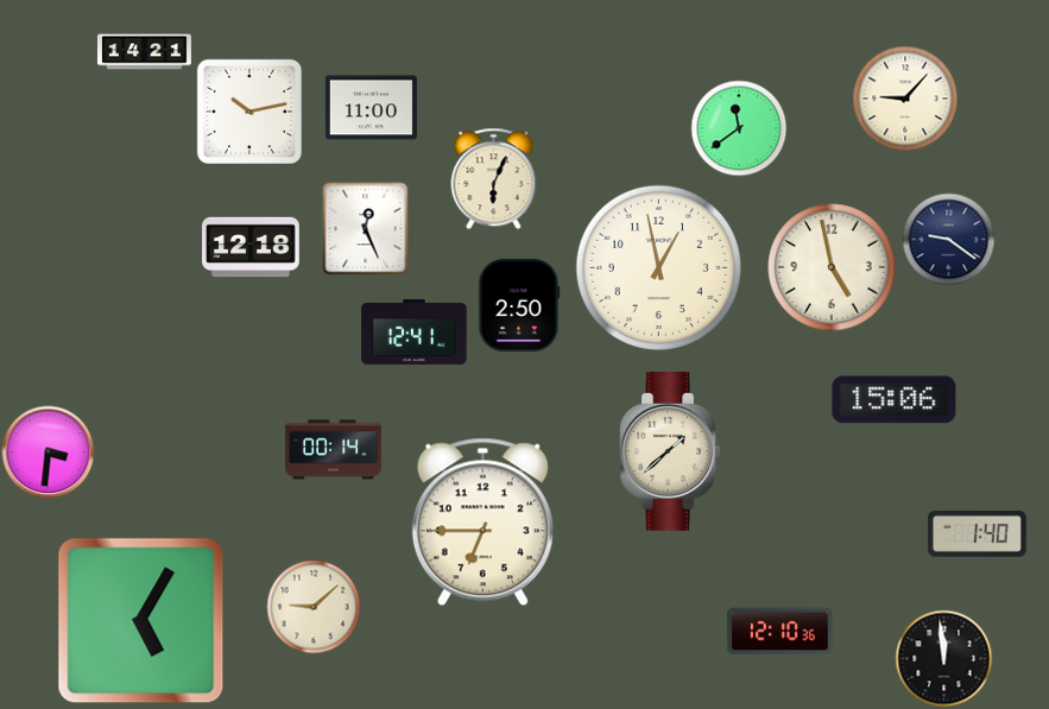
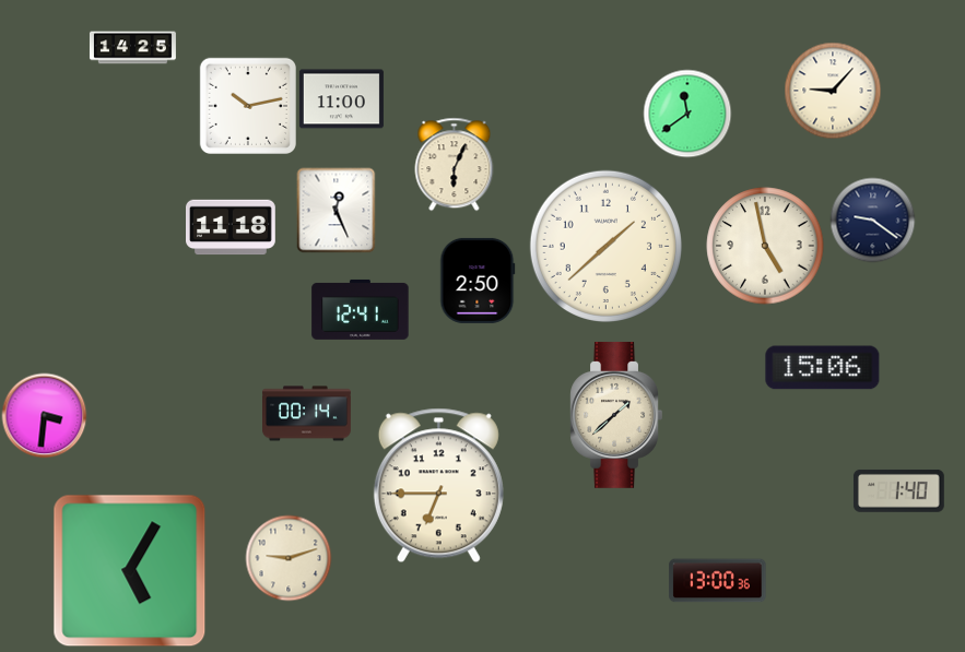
clock at (144, 52): 14:21 -> 14:25
clock at (249, 112) position: (249, 112) -> (248, 106)
clock at (739, 128) position: (739, 128) -> (687, 114)
clock at (252, 247): 12:18 -> 11:18
clock at (658, 267): 12:58 -> 1:38
clock at (415, 331) position: (415, 331) -> (361, 309)
clock at (482, 523) position: (482, 523) -> (438, 486)
clock at (314, 607): 9:08 -> 9:12
clock at (781, 632): 12:10 -> 13:00
clock at (943, 658): 11:59 -> none
